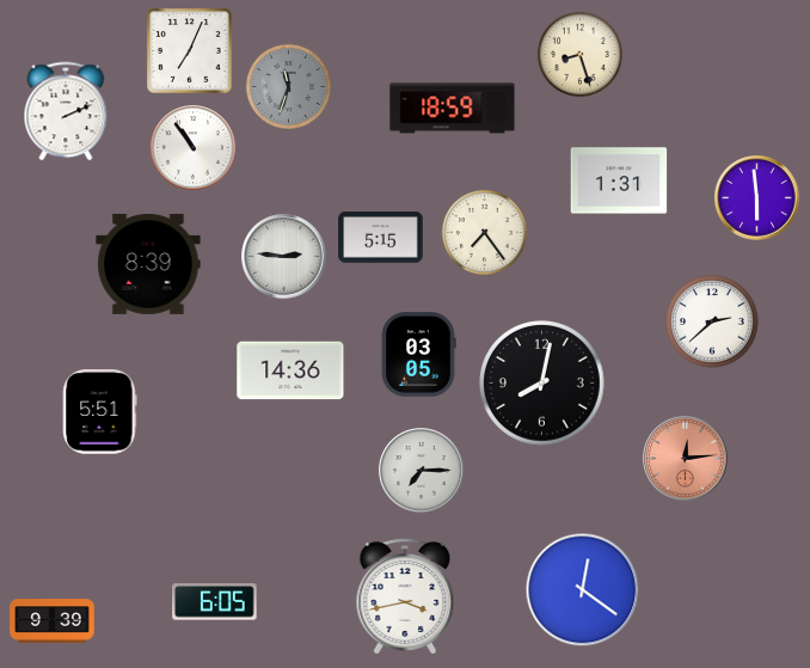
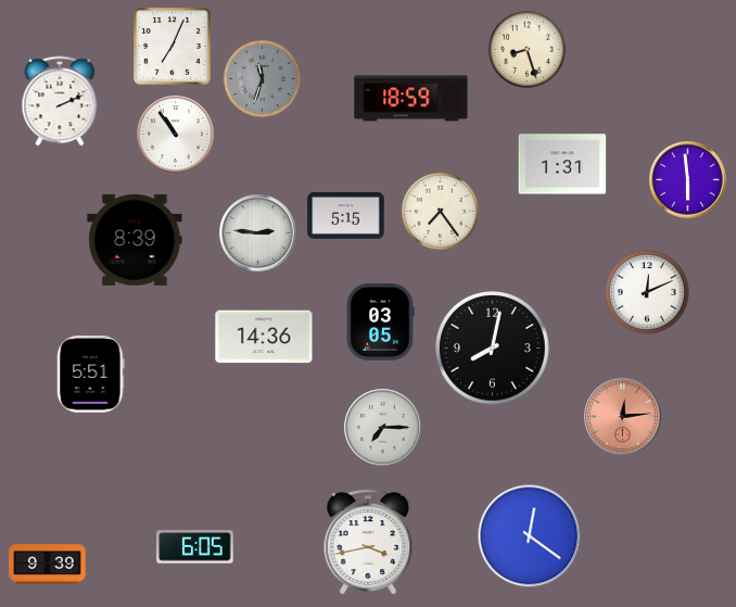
clock at (712, 321): 2:38 -> 12:11
